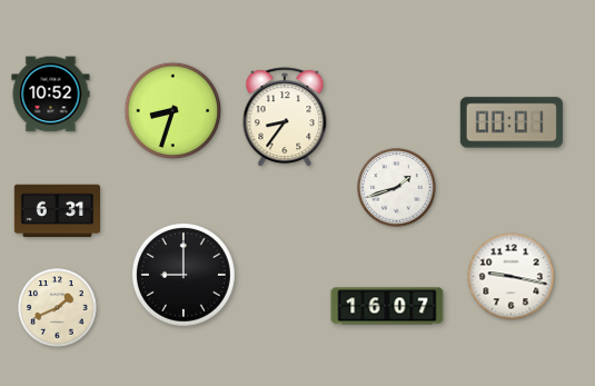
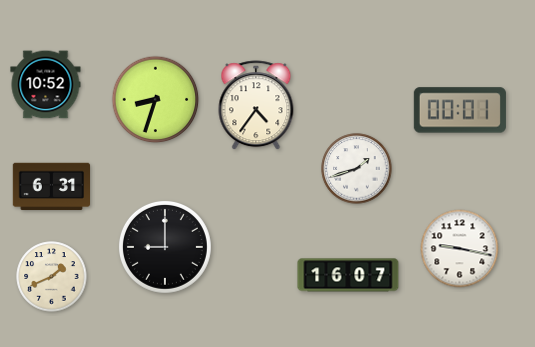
clock at (285, 118): 8:36 -> 4:36
clock at (58, 211) position: (58, 211) -> (52, 187)
